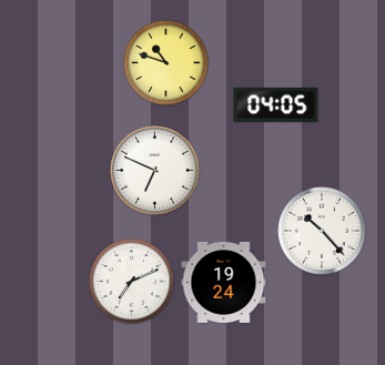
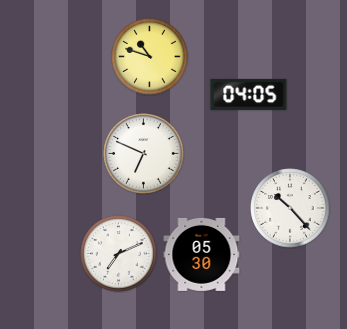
clock at (155, 171) position: (155, 171) -> (144, 154)
clock at (224, 282): 19:24 -> 05:30
